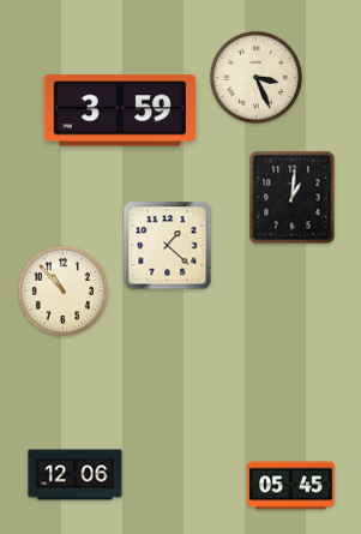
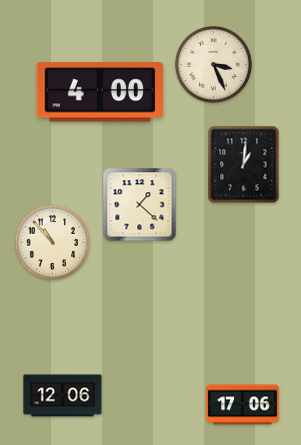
clock at (119, 110): 3:59 -> 4:00
clock at (291, 486): 05:45 -> 17:06
